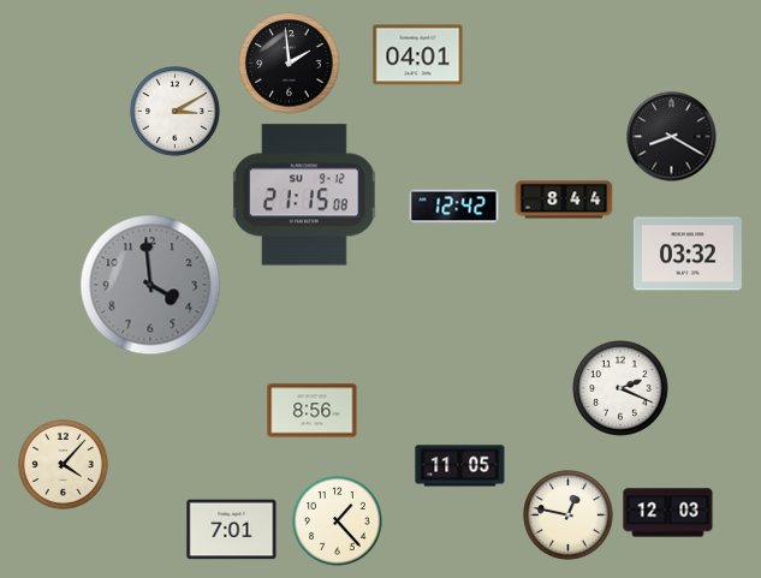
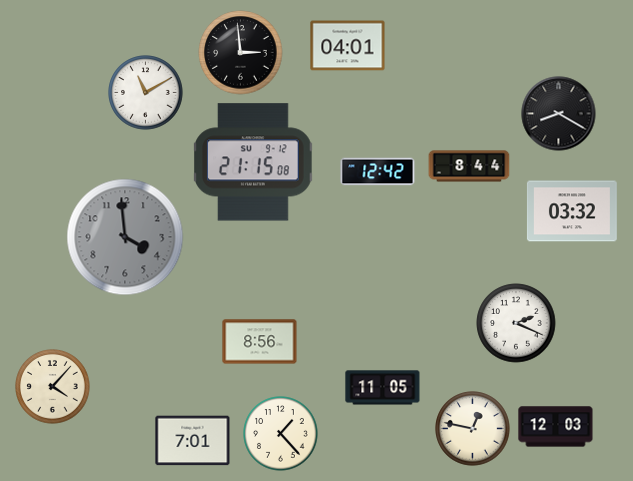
clock at (290, 64): 1:59 -> 2:59
clock at (176, 112): 3:10 -> 11:10
